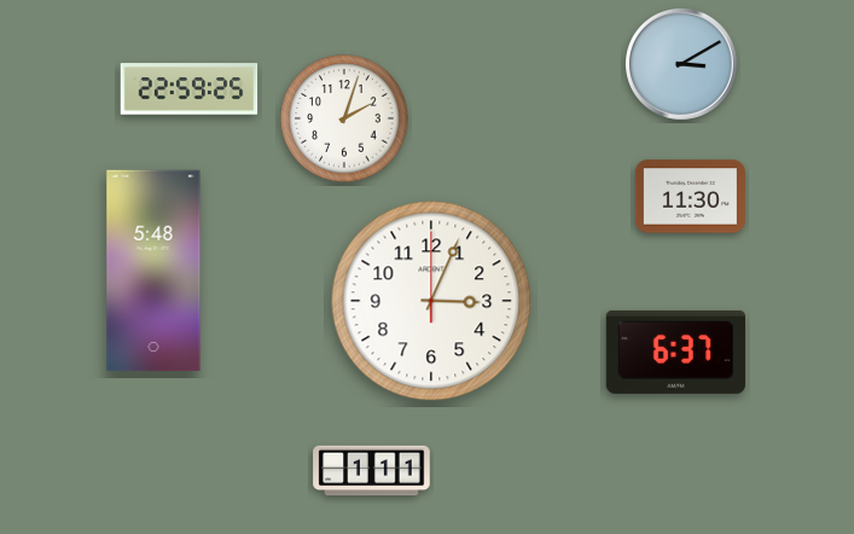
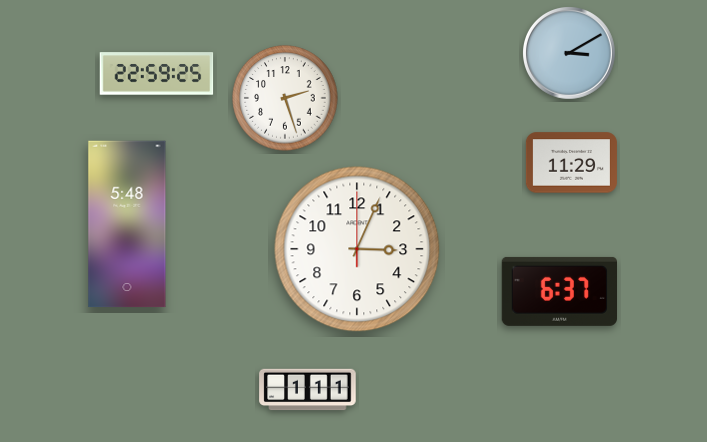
clock at (682, 65) position: (682, 65) -> (570, 54)
clock at (344, 118): 2:03 -> 2:27
clock at (690, 197): 11:30 -> 11:29
